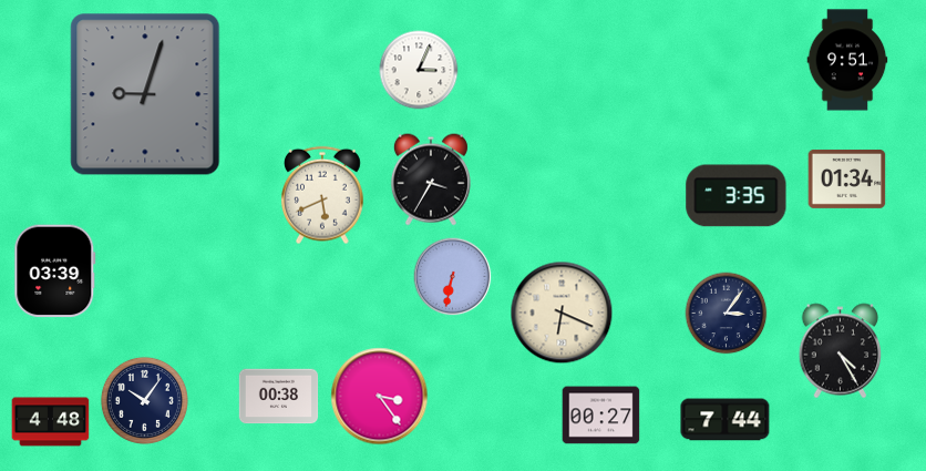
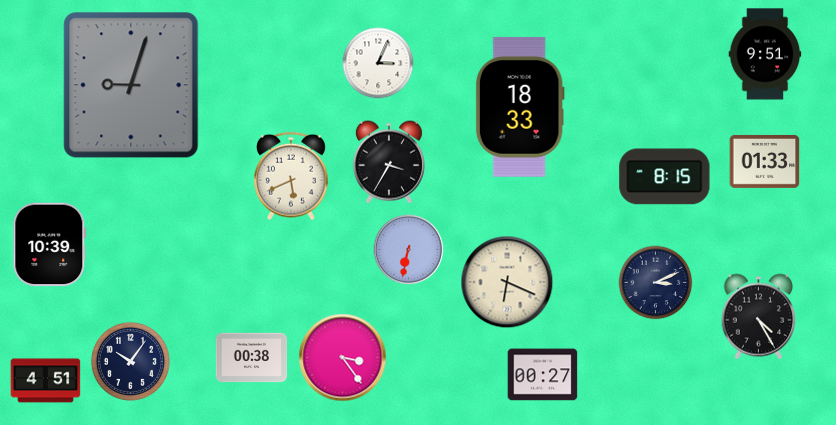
clock at (520, 107): none -> 18:33
clock at (847, 178): 01:34 -> 01:33
clock at (737, 196): 3:35 -> 8:15
clock at (55, 272): 03:39 -> 10:39
clock at (727, 314): 3:06 -> 3:11
clock at (726, 420): 7:44 -> none
clock at (51, 422): 4:48 -> 4:51
